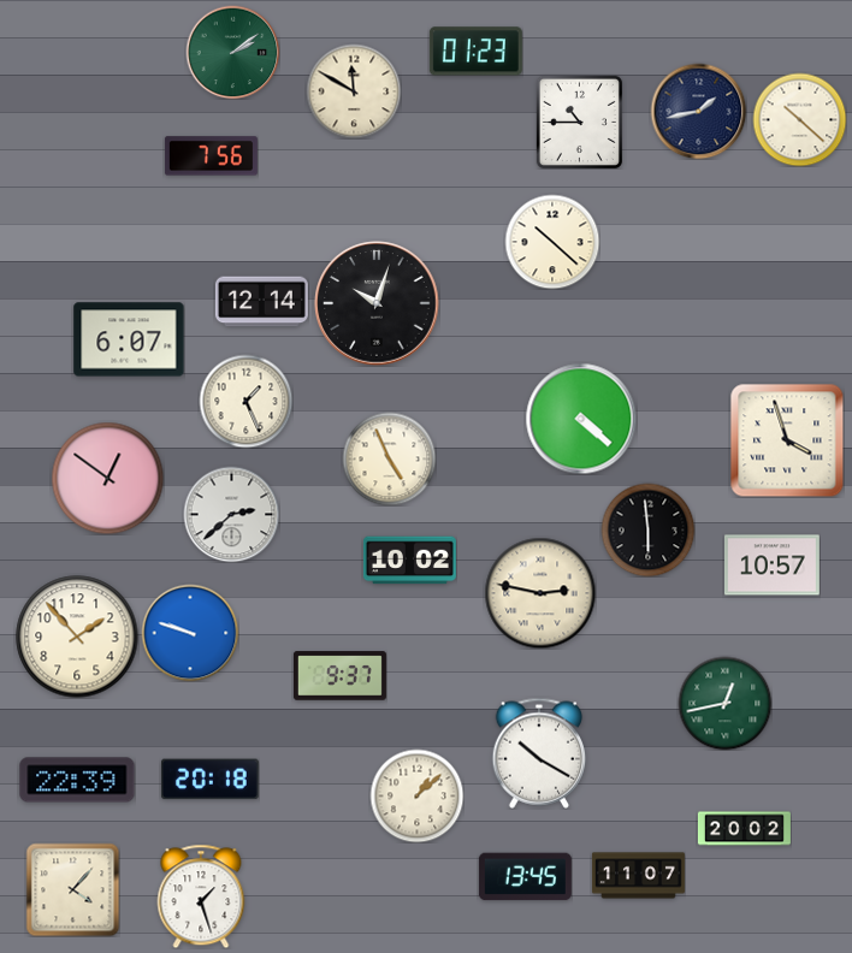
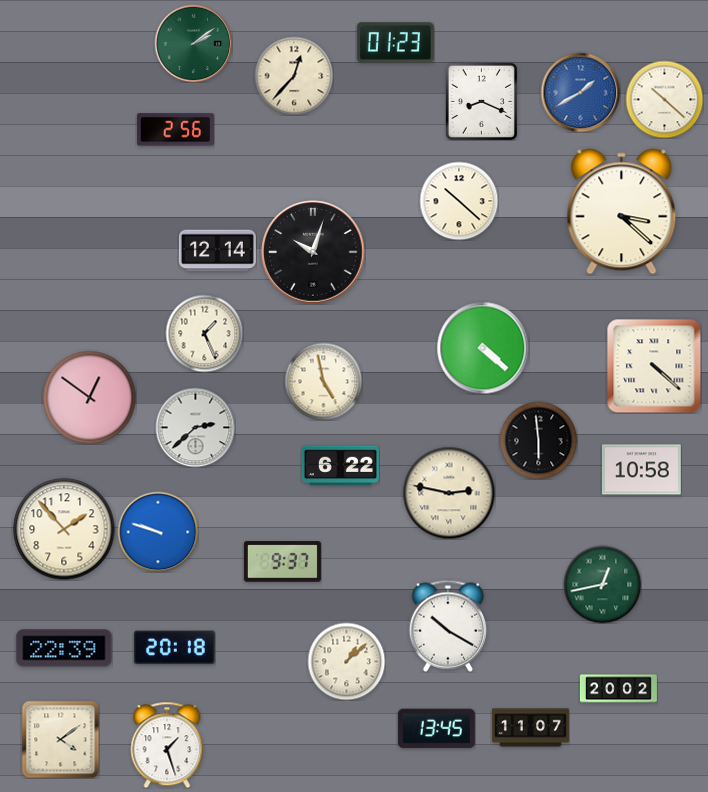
clock at (354, 91): 11:50 -> 12:37
clock at (698, 111): 1:43 -> 1:40
clock at (698, 111) dial: navy -> blue
clock at (579, 122): 10:45 -> 8:19
clock at (211, 156): 7:56 -> 2:56
clock at (622, 212): none -> 3:22
clock at (129, 339): 6:07 -> none
clock at (787, 440): 3:57 -> 4:22
clock at (389, 458): 4:56 -> 4:58
clock at (231, 514) position: (231, 514) -> (195, 427)
clock at (409, 561): 10:02 -> 6:22
clock at (771, 566): 10:57 -> 10:58
clock at (190, 633) position: (190, 633) -> (158, 532)
clock at (72, 889): 4:07 -> 4:09
